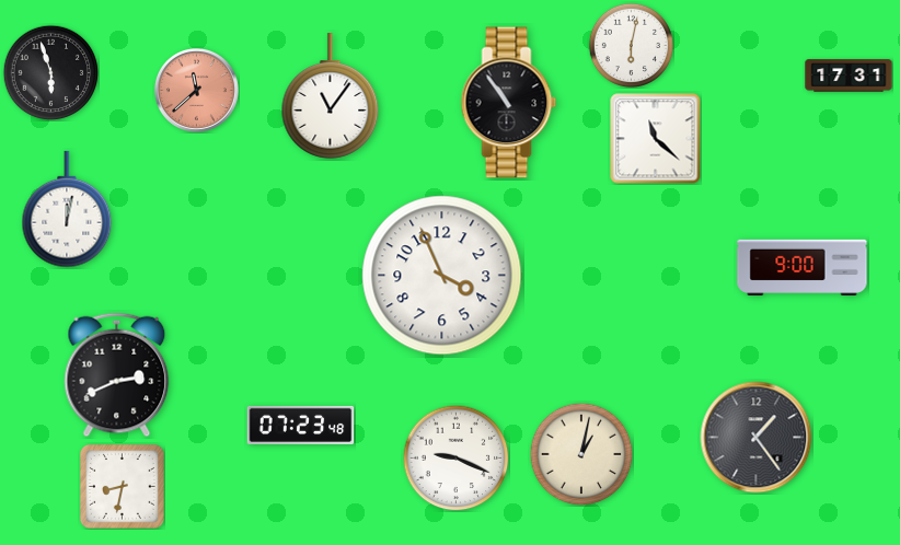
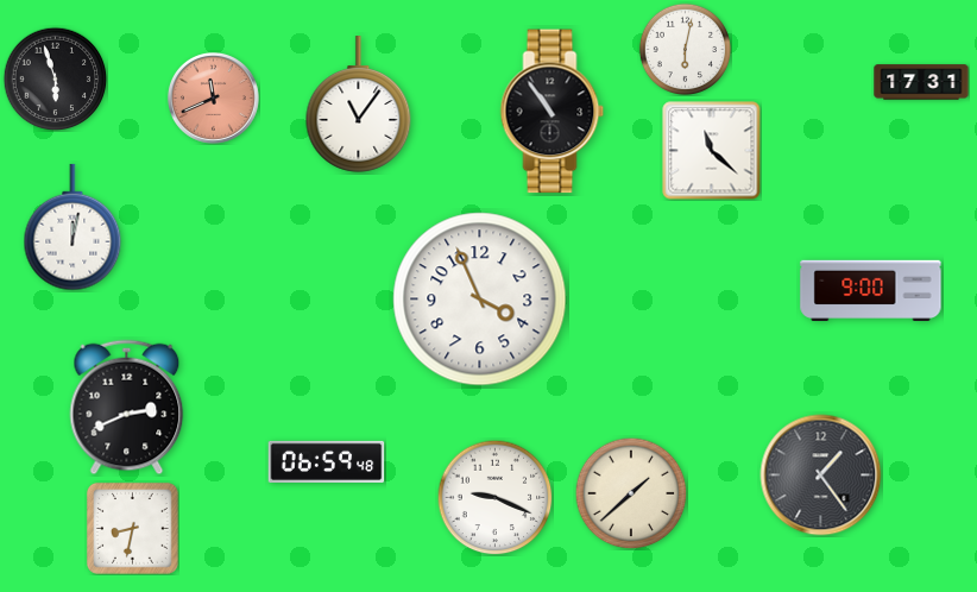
clock at (196, 90): 11:38 -> 11:41
clock at (301, 425): 07:23 -> 06:59
clock at (581, 454): 1:02 -> 1:38
